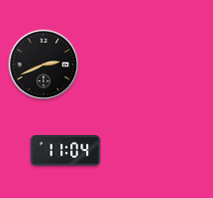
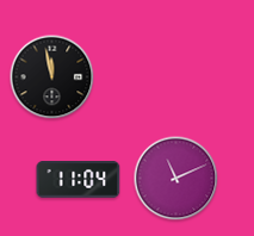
clock at (44, 65): 2:41 -> 11:58
clock at (176, 179): none -> 11:11
